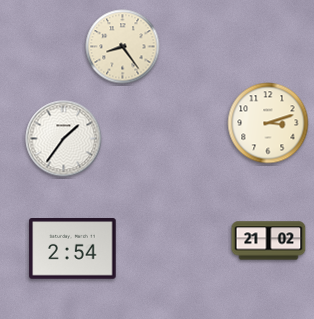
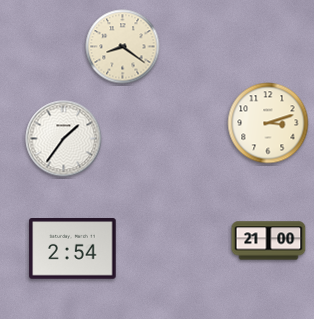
clock at (123, 47): 8:24 -> 8:21
clock at (269, 241): 21:02 -> 21:00
